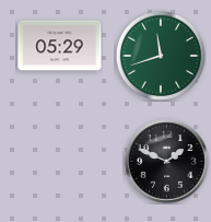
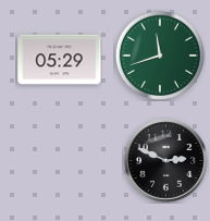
clock at (60, 46) position: (60, 46) -> (60, 60)
clock at (167, 162): 1:49 -> 2:49
